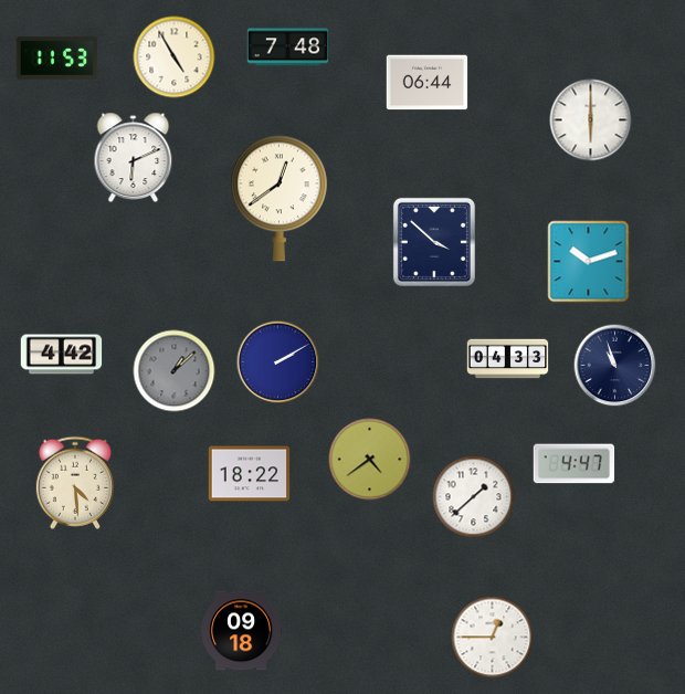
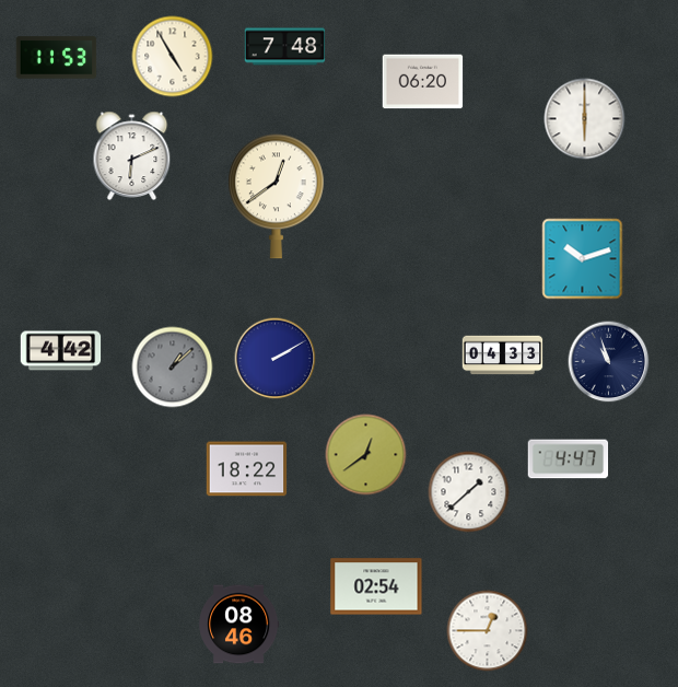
clock at (428, 83): 06:44 -> 06:20
clock at (434, 242): 3:52 -> none
clock at (370, 460): 4:39 -> 12:39
clock at (75, 483): 4:29 -> none
clock at (376, 586): none -> 02:54
clock at (242, 631): 09:18 -> 08:46
